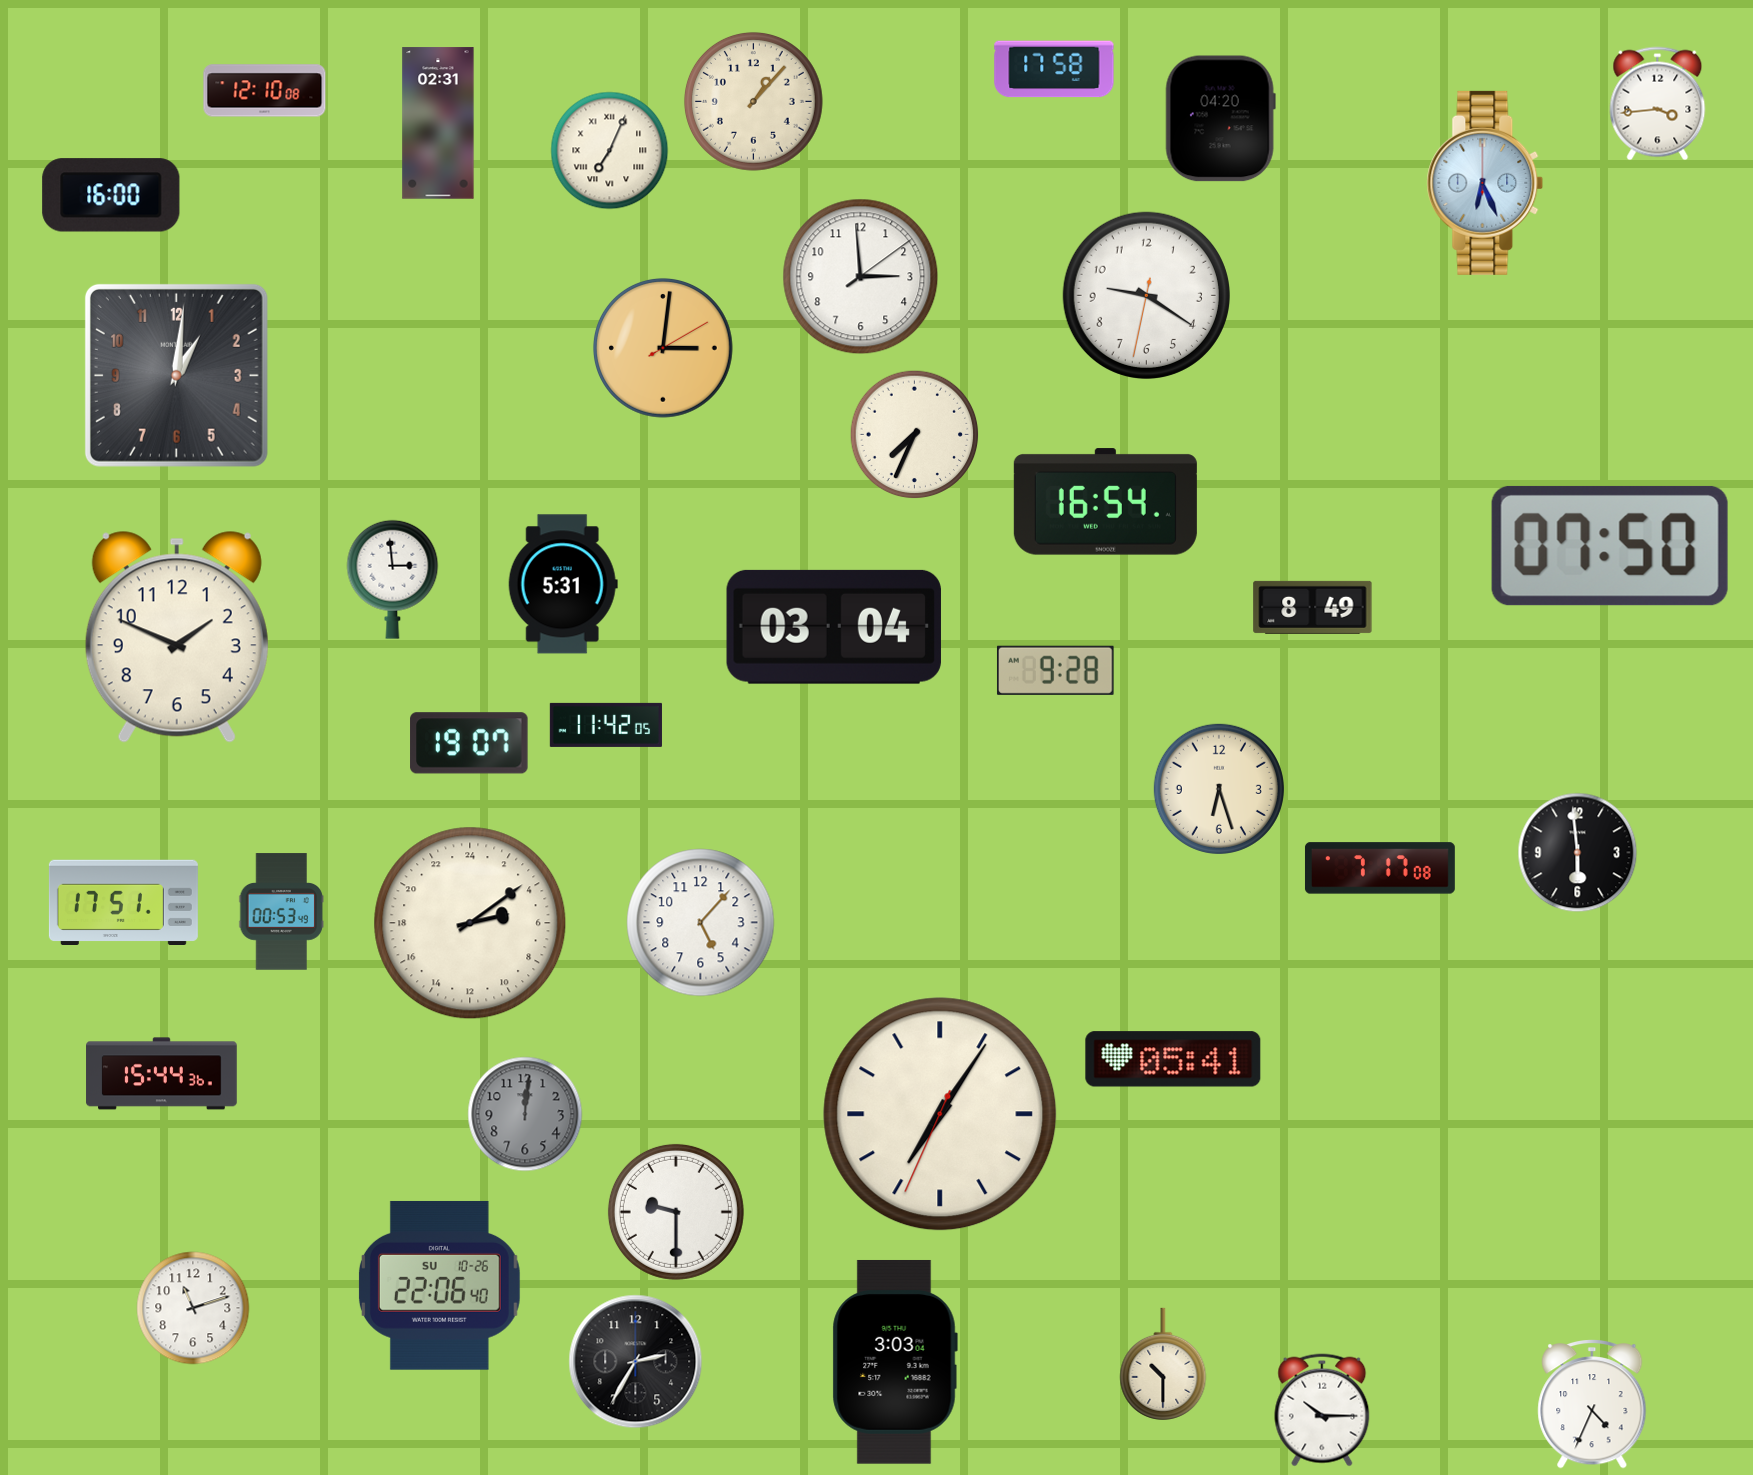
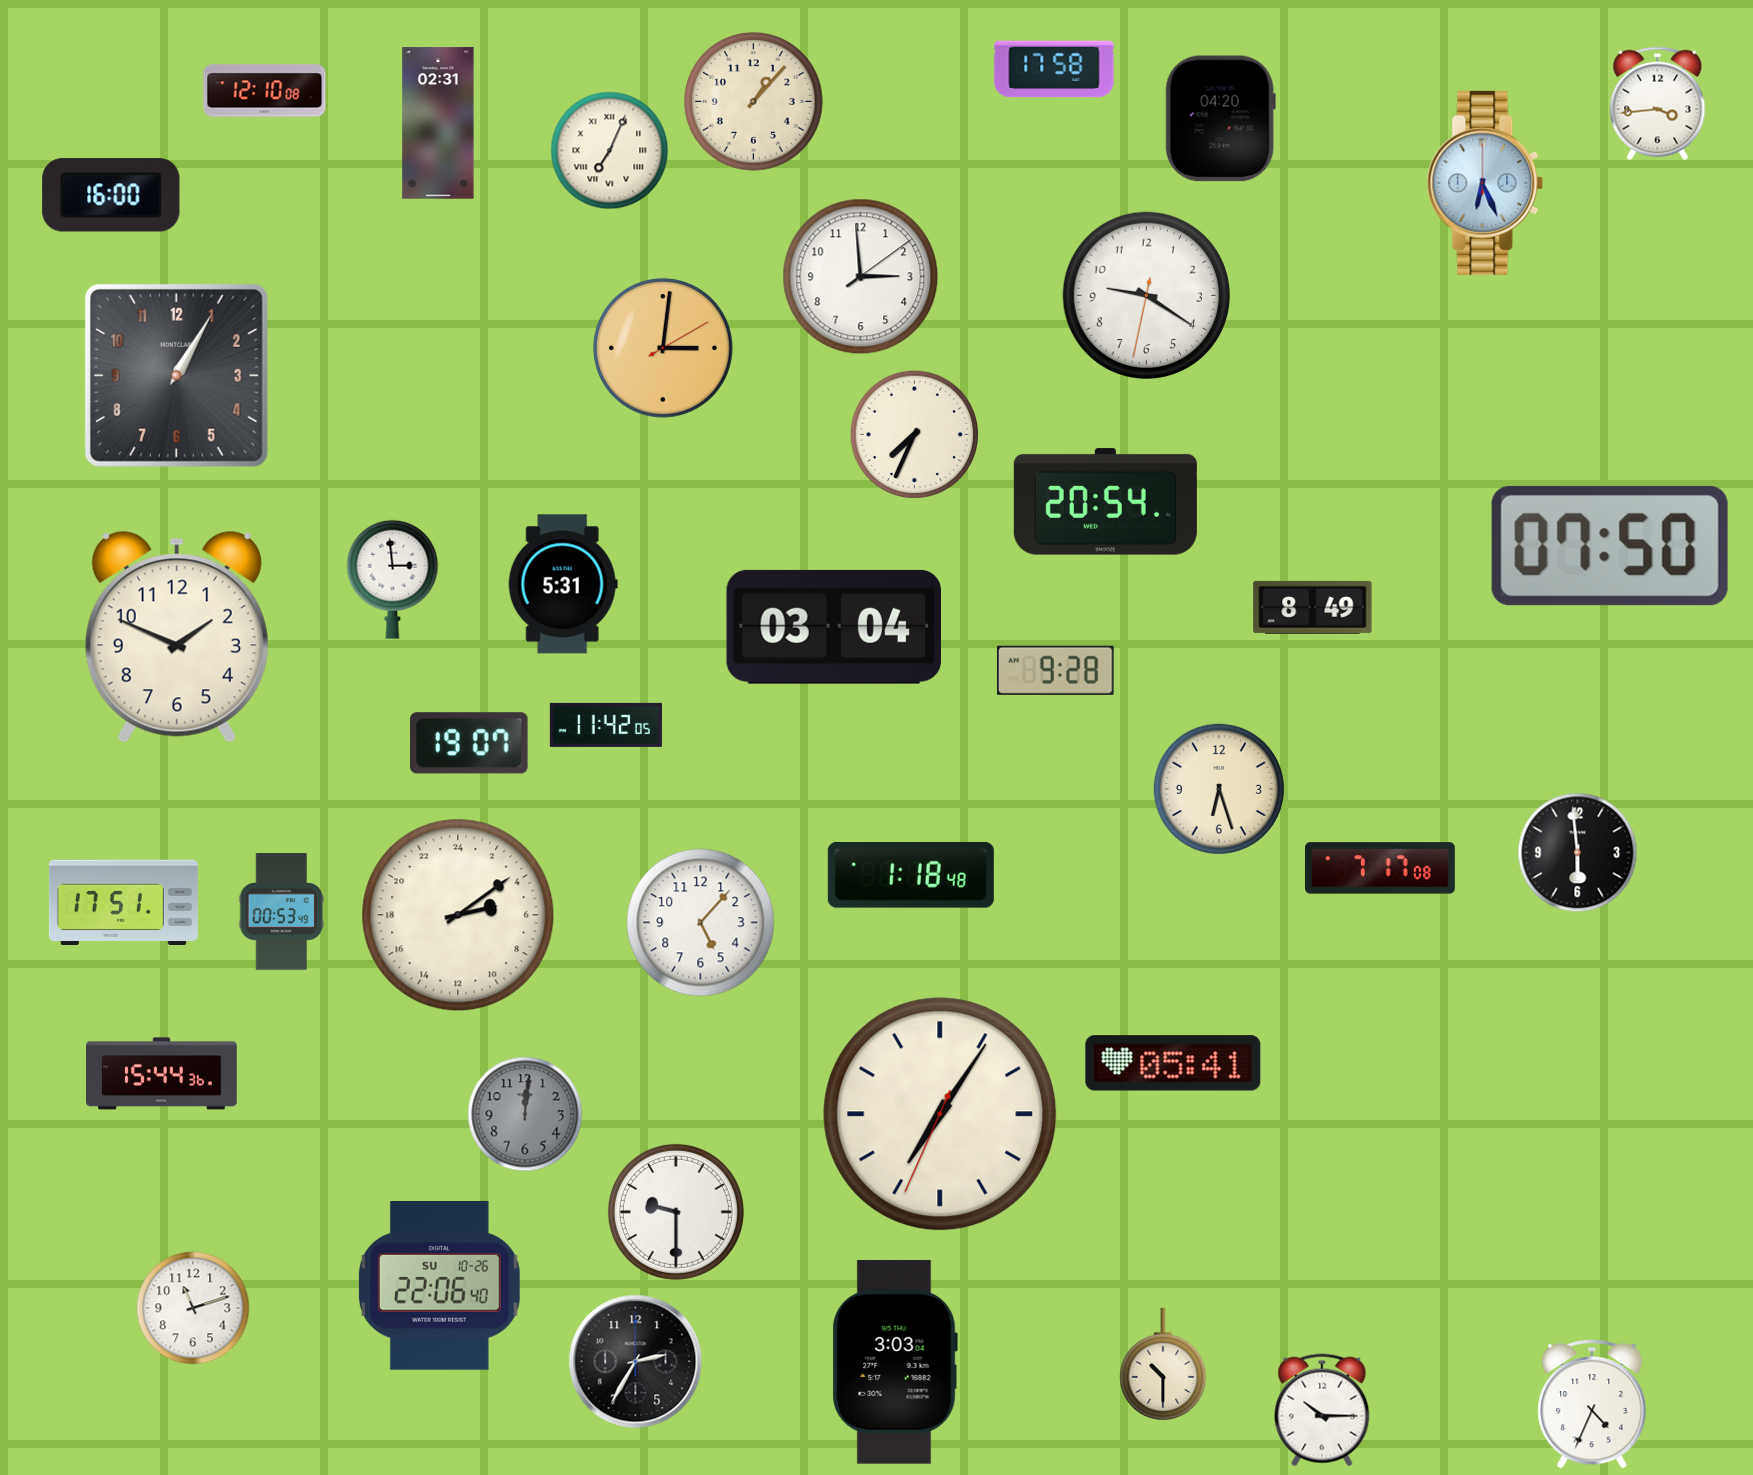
clock at (176, 375): 1:01 -> 1:05
clock at (1105, 502): 16:54 -> 20:54
clock at (911, 875): none -> 1:18
clock at (470, 923) position: (470, 923) -> (458, 915)
clock at (1173, 1059) position: (1173, 1059) -> (1173, 1063)
